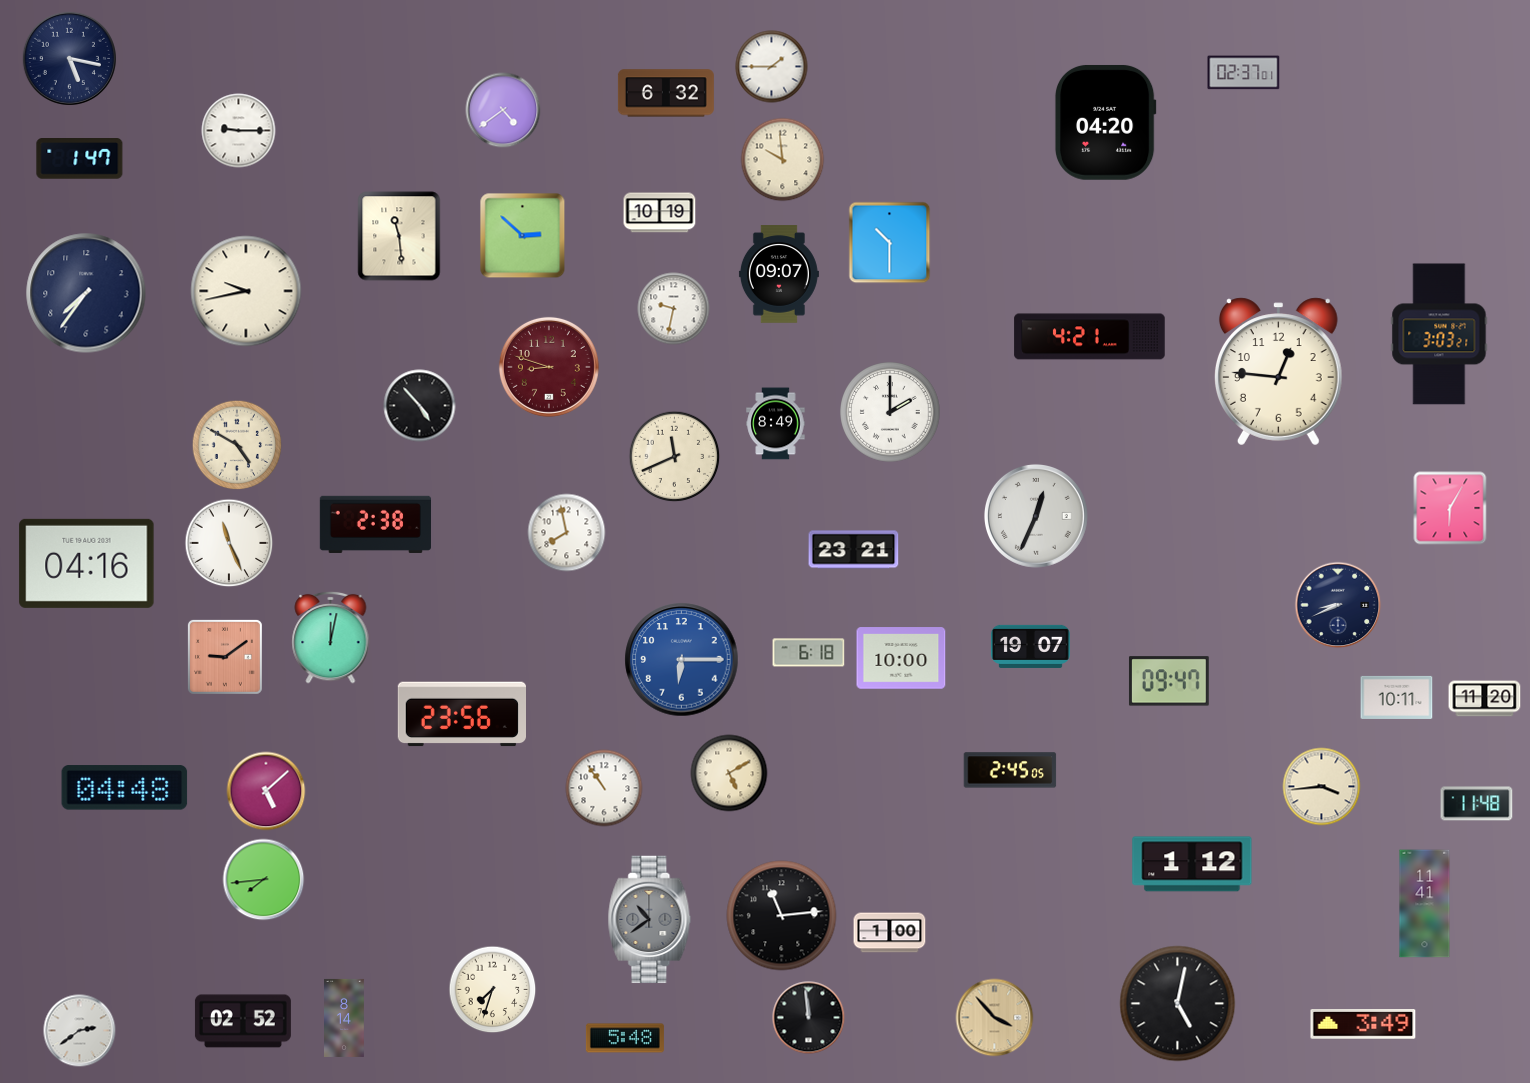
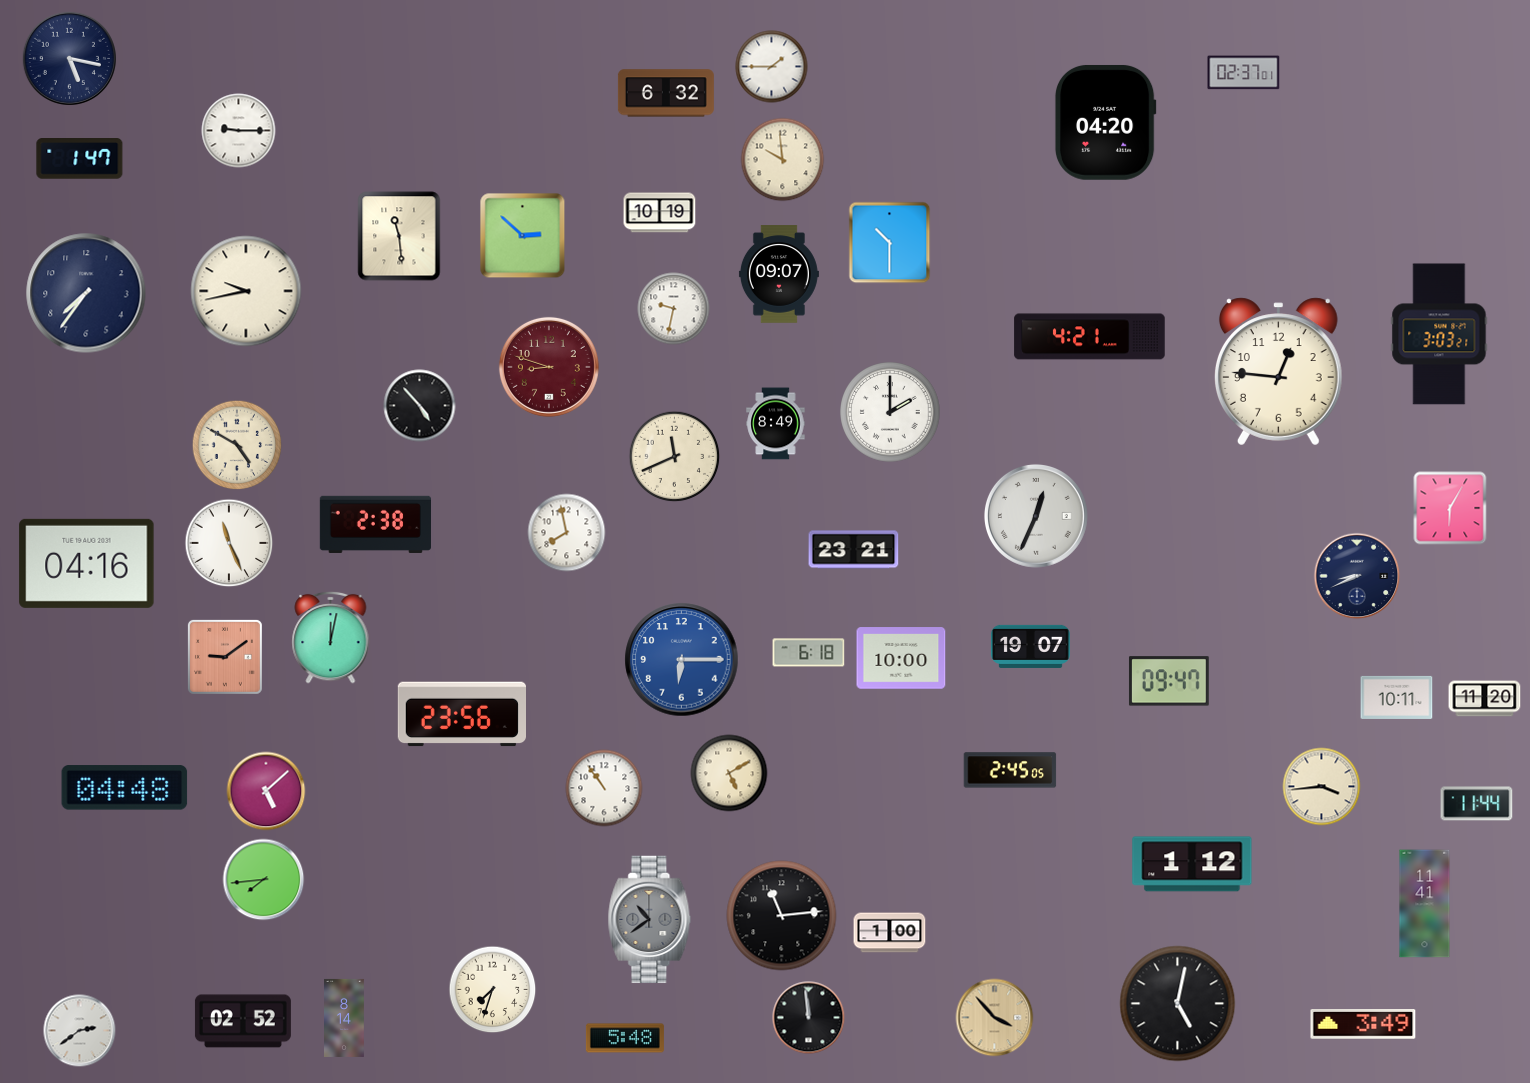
clock at (503, 110): 4:39 -> none
clock at (1338, 605) position: (1338, 605) -> (1357, 576)
clock at (1477, 804): 11:48 -> 11:44
